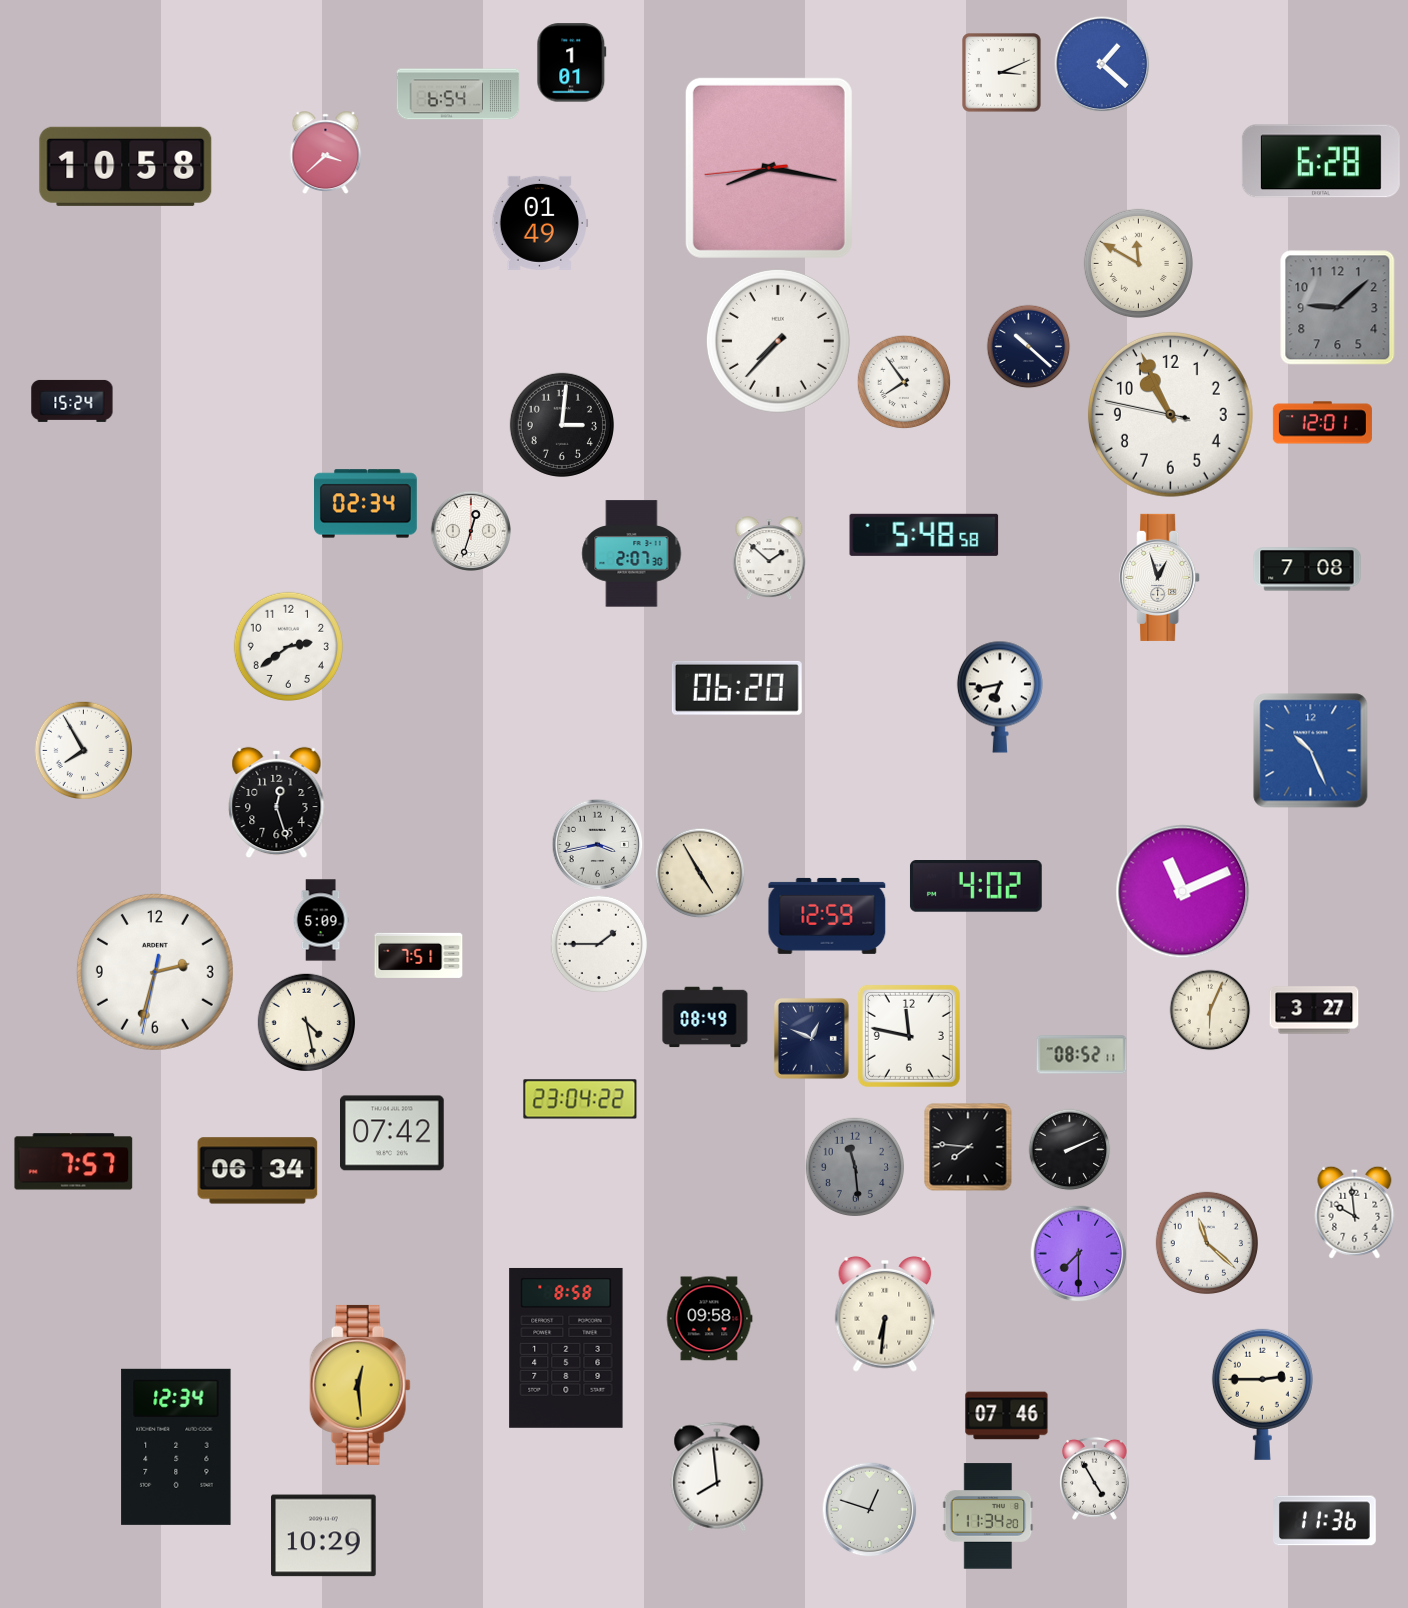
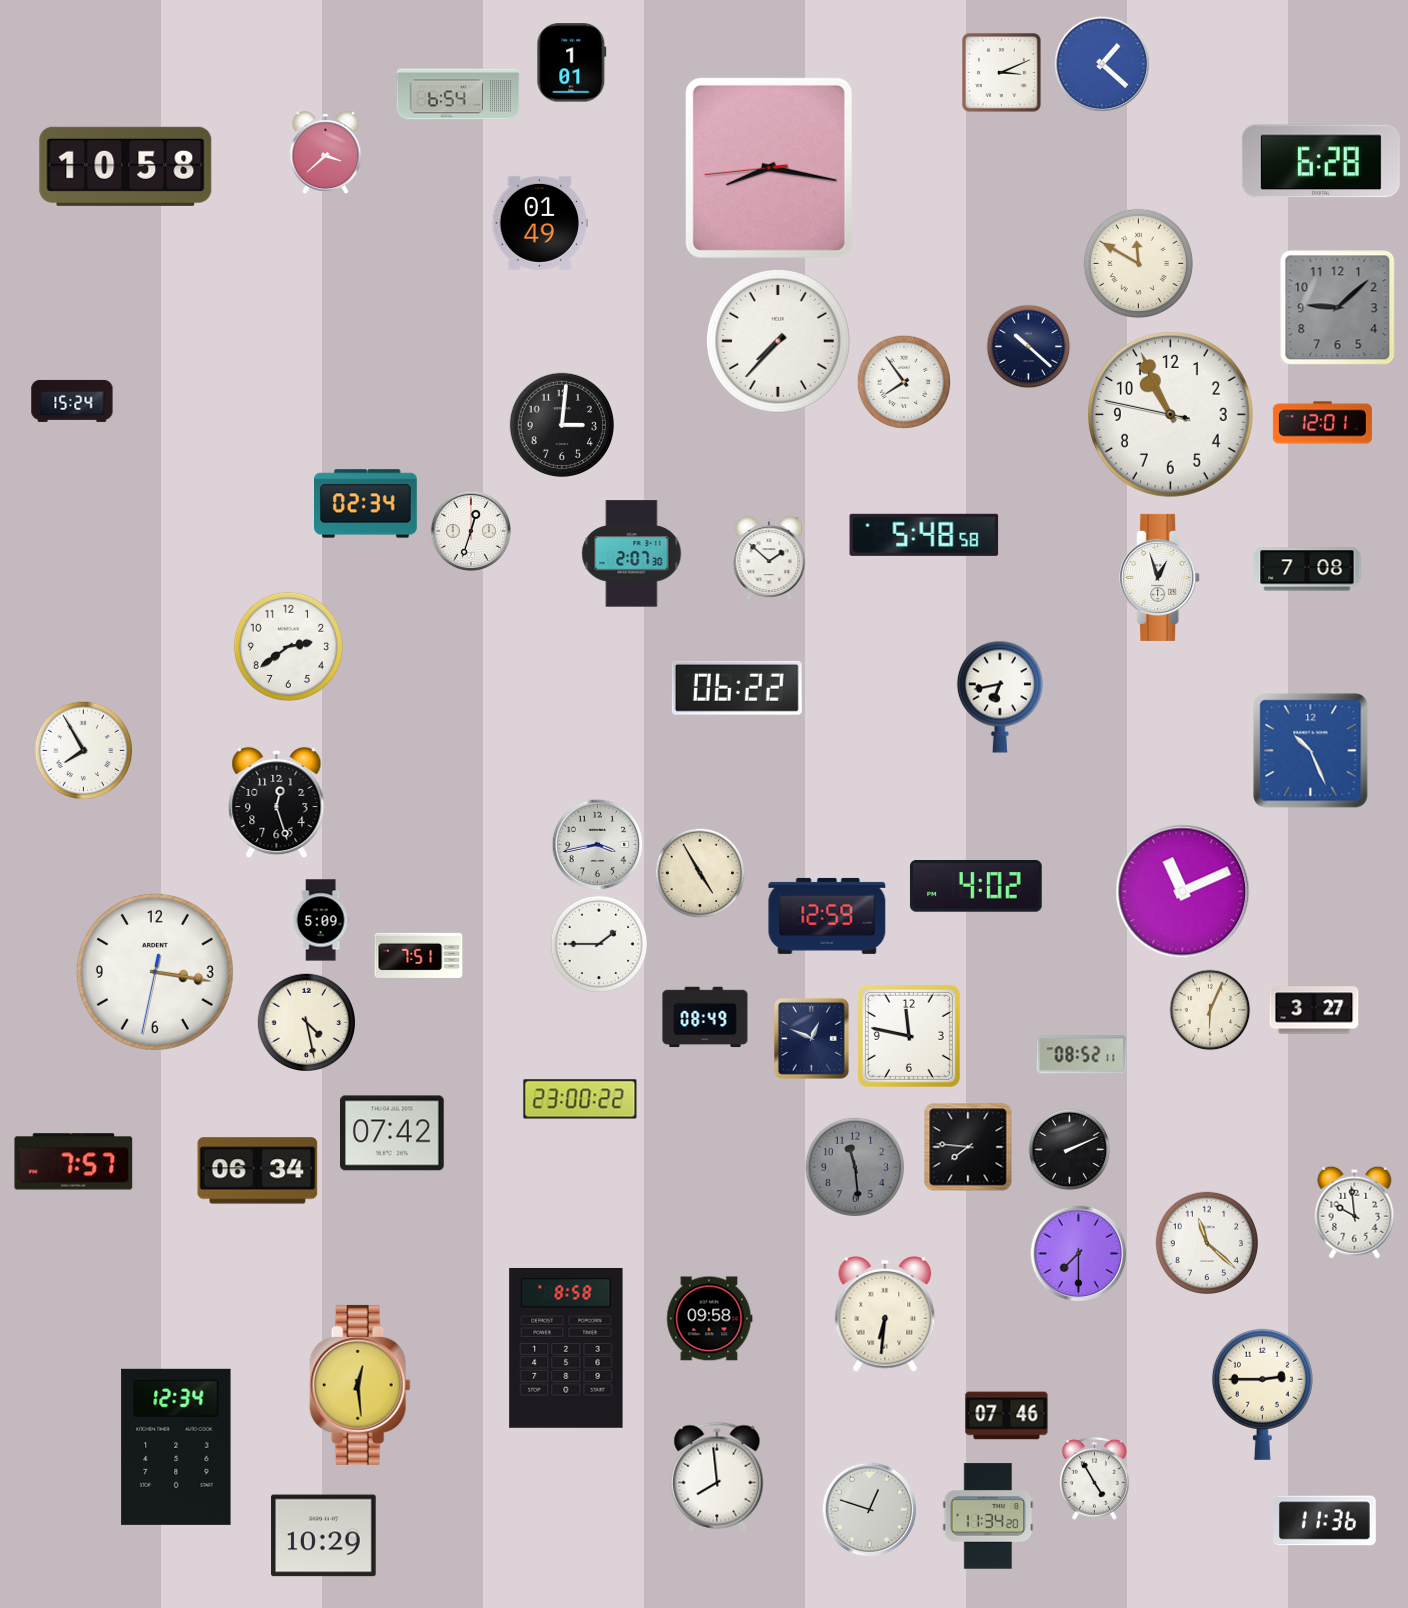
clock at (737, 688): 06:20 -> 06:22
clock at (155, 972): 2:32 -> 3:16
clock at (580, 1099): 23:04 -> 23:00
